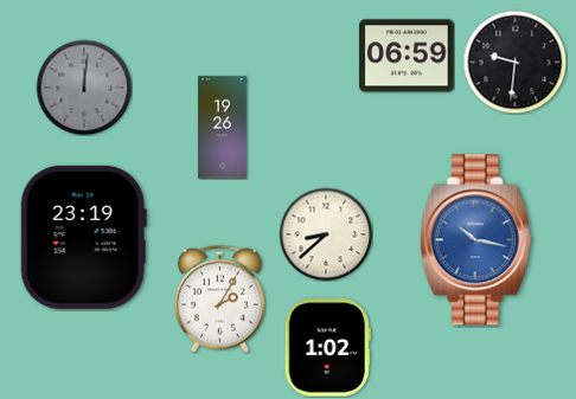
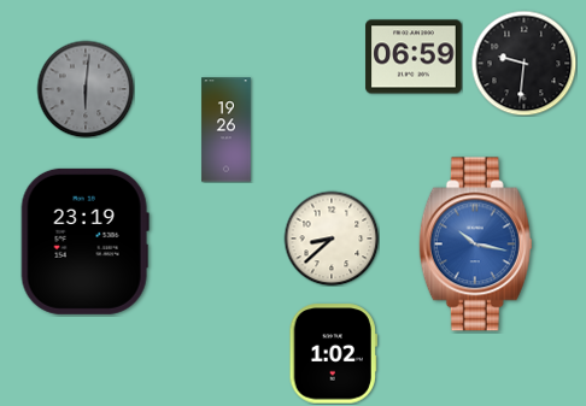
clock at (84, 88): 12:01 -> 6:01
clock at (475, 240) position: (475, 240) -> (475, 245)
clock at (219, 298): 2:05 -> none
